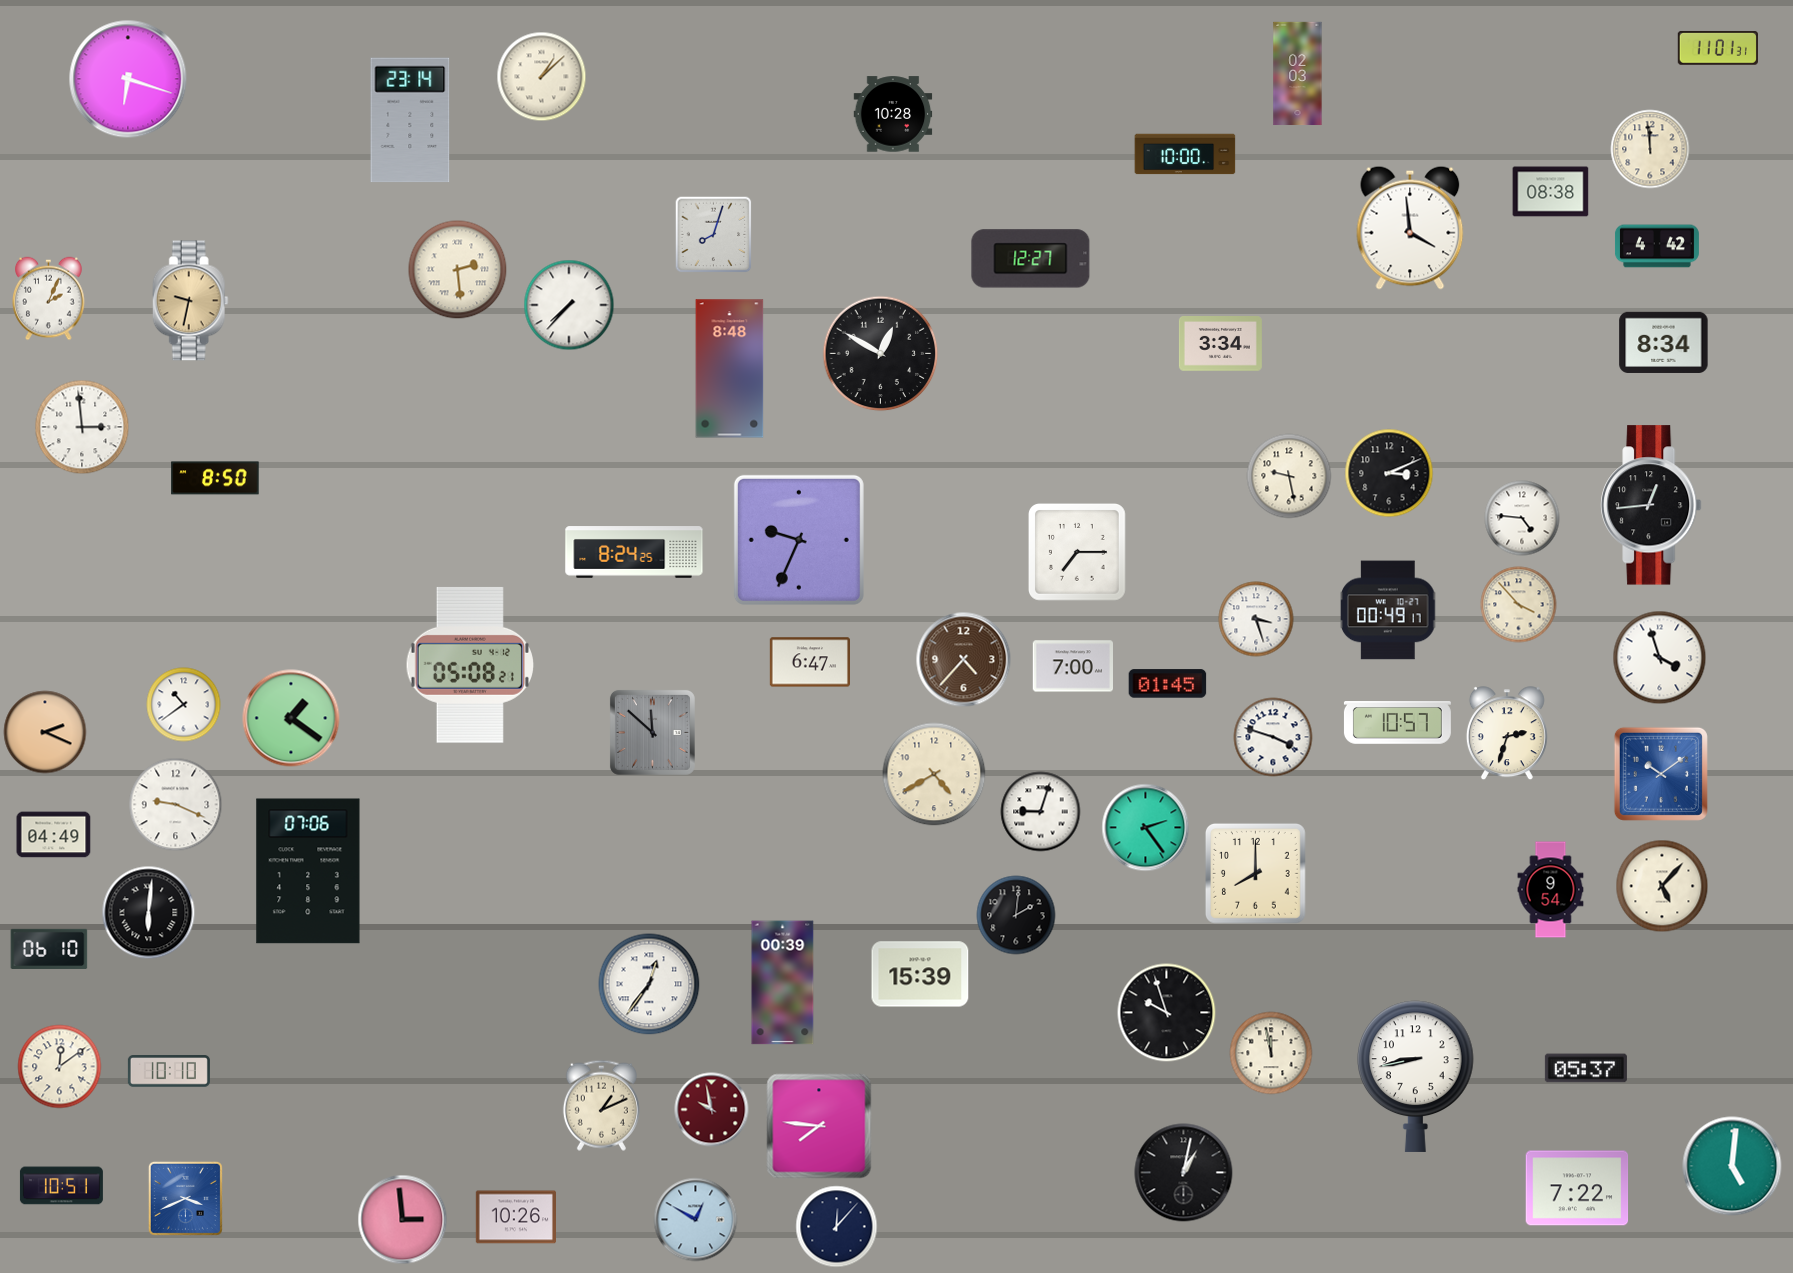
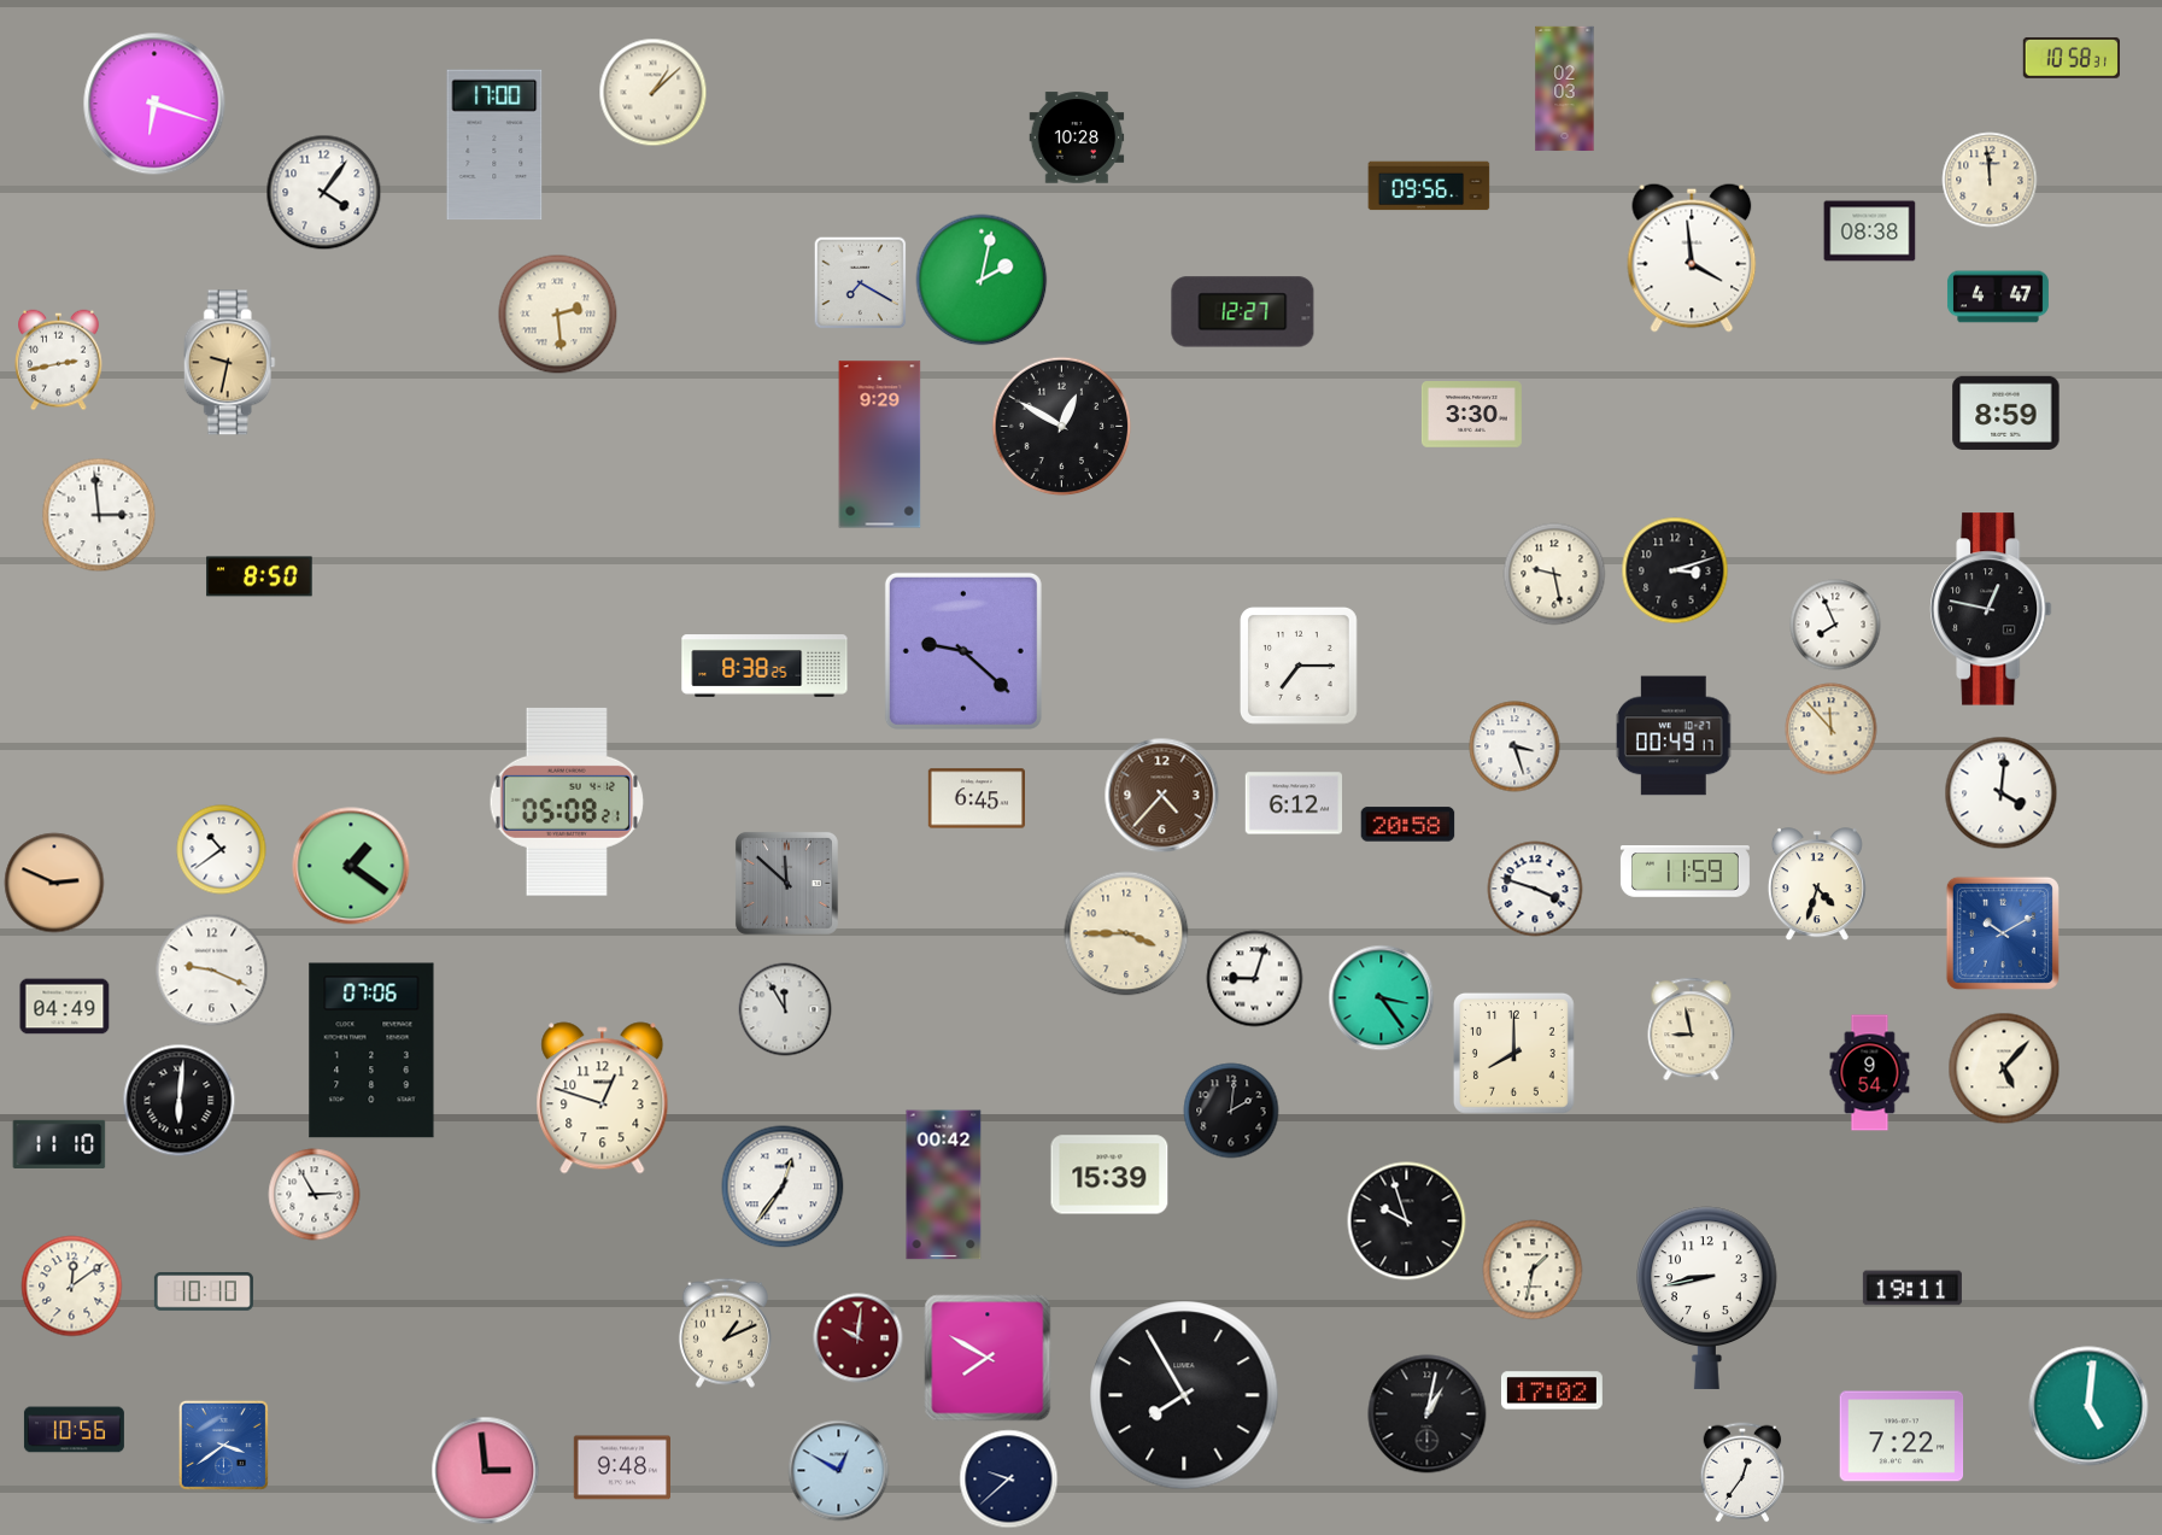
clock at (1718, 48): 11:01 -> 10:58
clock at (128, 79) position: (128, 79) -> (154, 104)
clock at (410, 120): 23:14 -> 17:00
clock at (1185, 154): 10:00 -> 09:56
clock at (324, 193): none -> 4:06
clock at (1410, 228) position: (1410, 228) -> (1692, 258)
clock at (982, 280): none -> 2:02
clock at (714, 235): 8:03 -> 7:20
clock at (1657, 246): 4:42 -> 4:47
clock at (458, 270) position: (458, 270) -> (558, 315)
clock at (49, 299): 2:04 -> 2:43
clock at (569, 305): 7:37 -> none
clock at (1664, 342): 8:34 -> 8:59
clock at (1220, 344): 3:34 -> 3:30
clock at (730, 369): 8:48 -> 9:29
clock at (1389, 473): 3:11 -> 3:12
clock at (1651, 505): 12:44 -> 12:47
clock at (1522, 518): 4:46 -> 7:56
clock at (799, 540): 9:34 -> 9:22
clock at (634, 552): 8:24 -> 8:38
clock at (1519, 605): 3:53 -> 11:53
clock at (1660, 658): 3:57 -> 4:01
clock at (809, 662): 6:47 -> 6:45
clock at (1072, 666): 7:00 -> 6:12
clock at (1168, 684): 01:45 -> 20:58
clock at (1397, 723): 10:57 -> 11:59
clock at (45, 732): 2:19 -> 2:49
clock at (1507, 734): 2:33 -> 4:33
clock at (934, 774): 4:40 -> 3:45
clock at (1661, 774): 10:09 -> 10:10
clock at (1146, 828): 2:24 -> 3:24
clock at (785, 1009): none -> 11:55
clock at (1692, 1030): none -> 8:58
clock at (603, 1098): none -> 12:48
clock at (1016, 915) position: (1016, 915) -> (1231, 1111)
clock at (49, 949): 06:10 -> 11:10
clock at (783, 983): 00:39 -> 00:42
clock at (315, 1195): none -> 2:55
clock at (1271, 1053): 11:58 -> 1:32
clock at (1586, 1068): 05:37 -> 19:11
clock at (712, 1110): 9:58 -> 10:01
clock at (819, 1126): 7:46 -> 7:50
clock at (1552, 1390): none -> 17:02
clock at (1184, 1395): none -> 7:55
clock at (61, 1186): 10:51 -> 10:56
clock at (1577, 1188) position: (1577, 1188) -> (1902, 1436)
clock at (185, 1198): 3:41 -> 3:39
clock at (515, 1217): 10:26 -> 9:48
clock at (1742, 1472): none -> 12:36
clock at (837, 1227): 12:07 -> 9:38
